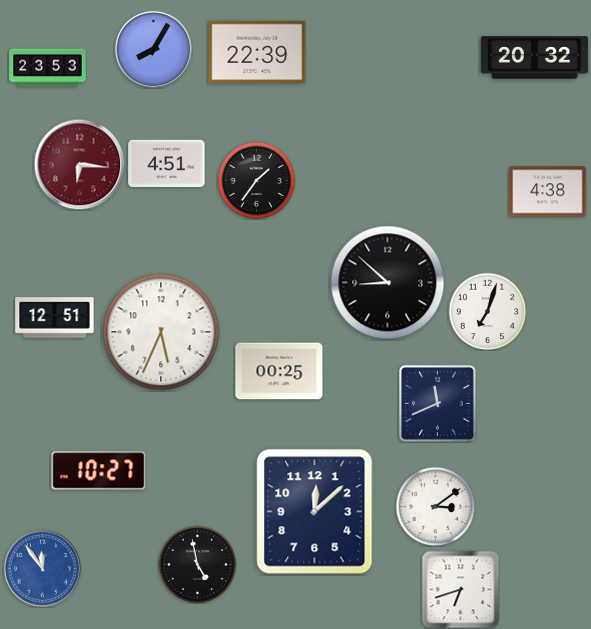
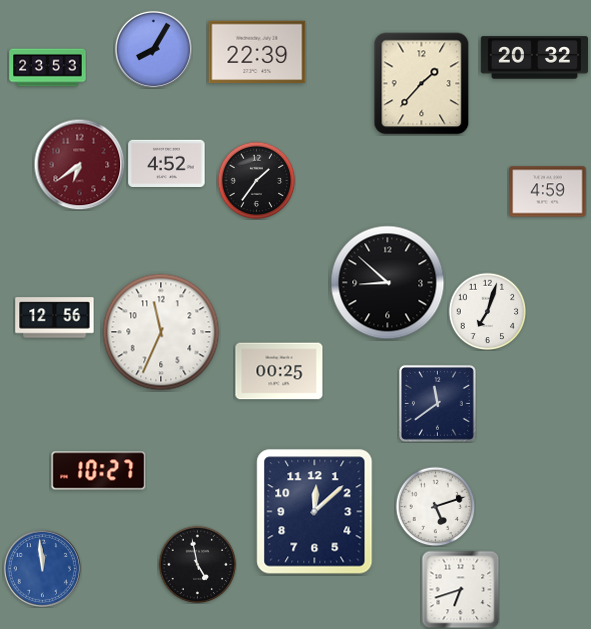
clock at (422, 84): none -> 1:37
clock at (167, 163): 4:51 -> 4:52
clock at (79, 164): 6:16 -> 6:39
clock at (548, 192): 4:38 -> 4:59
clock at (55, 318): 12:51 -> 12:56
clock at (161, 332): 5:34 -> 11:34
clock at (437, 403): 11:41 -> 11:39
clock at (435, 506): 3:09 -> 5:12
clock at (42, 568): 11:54 -> 11:59
